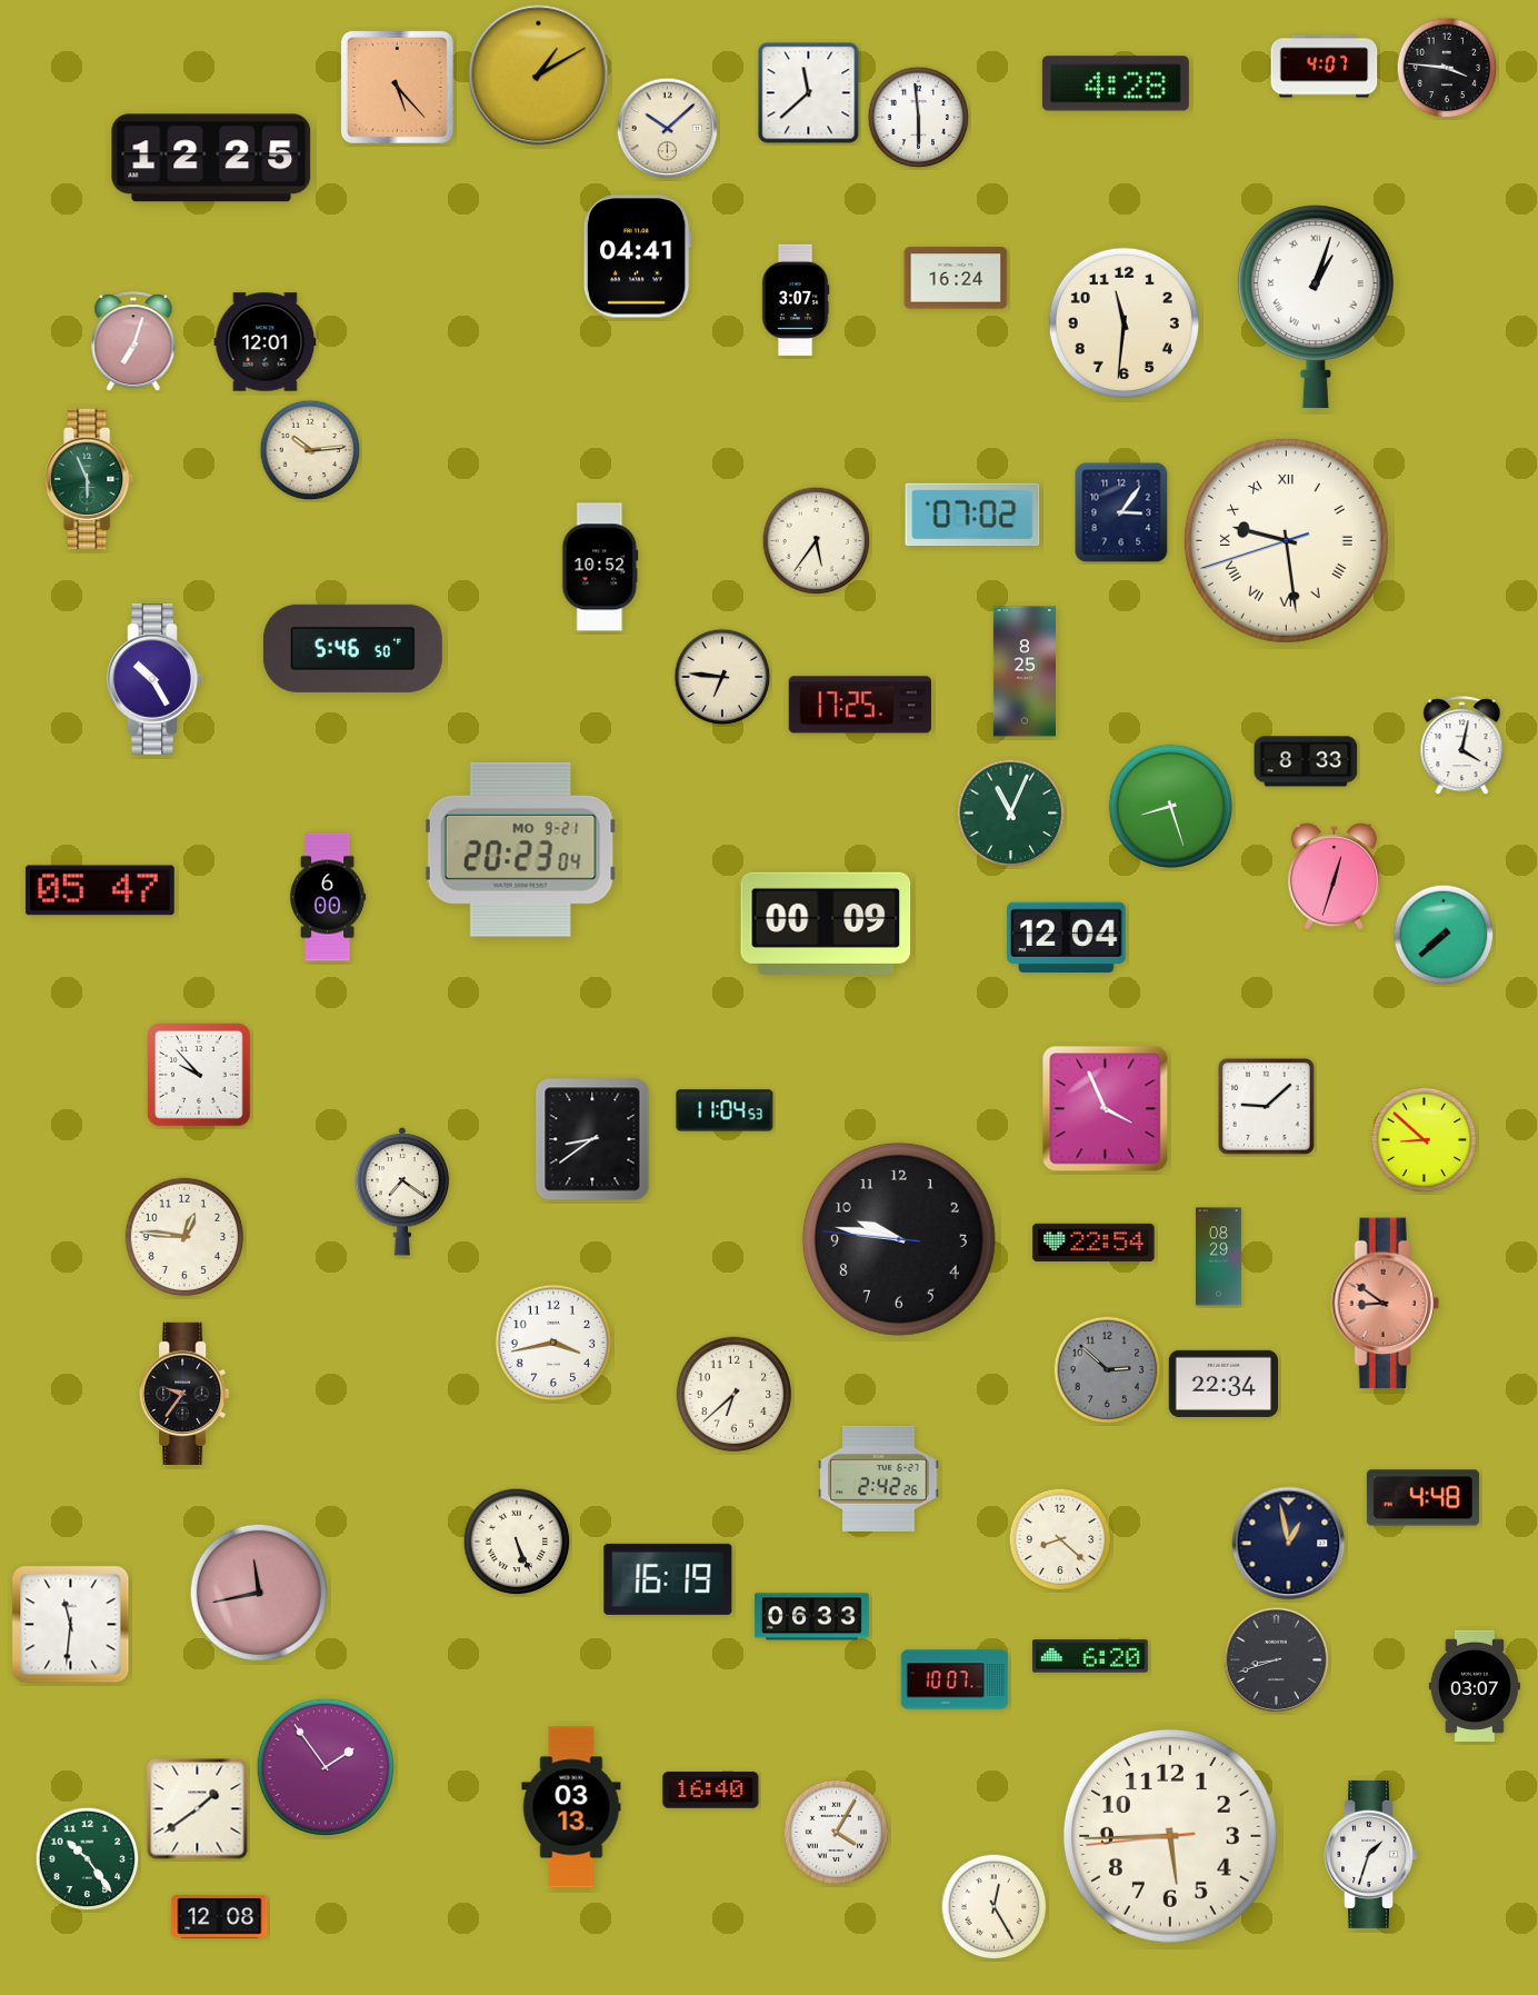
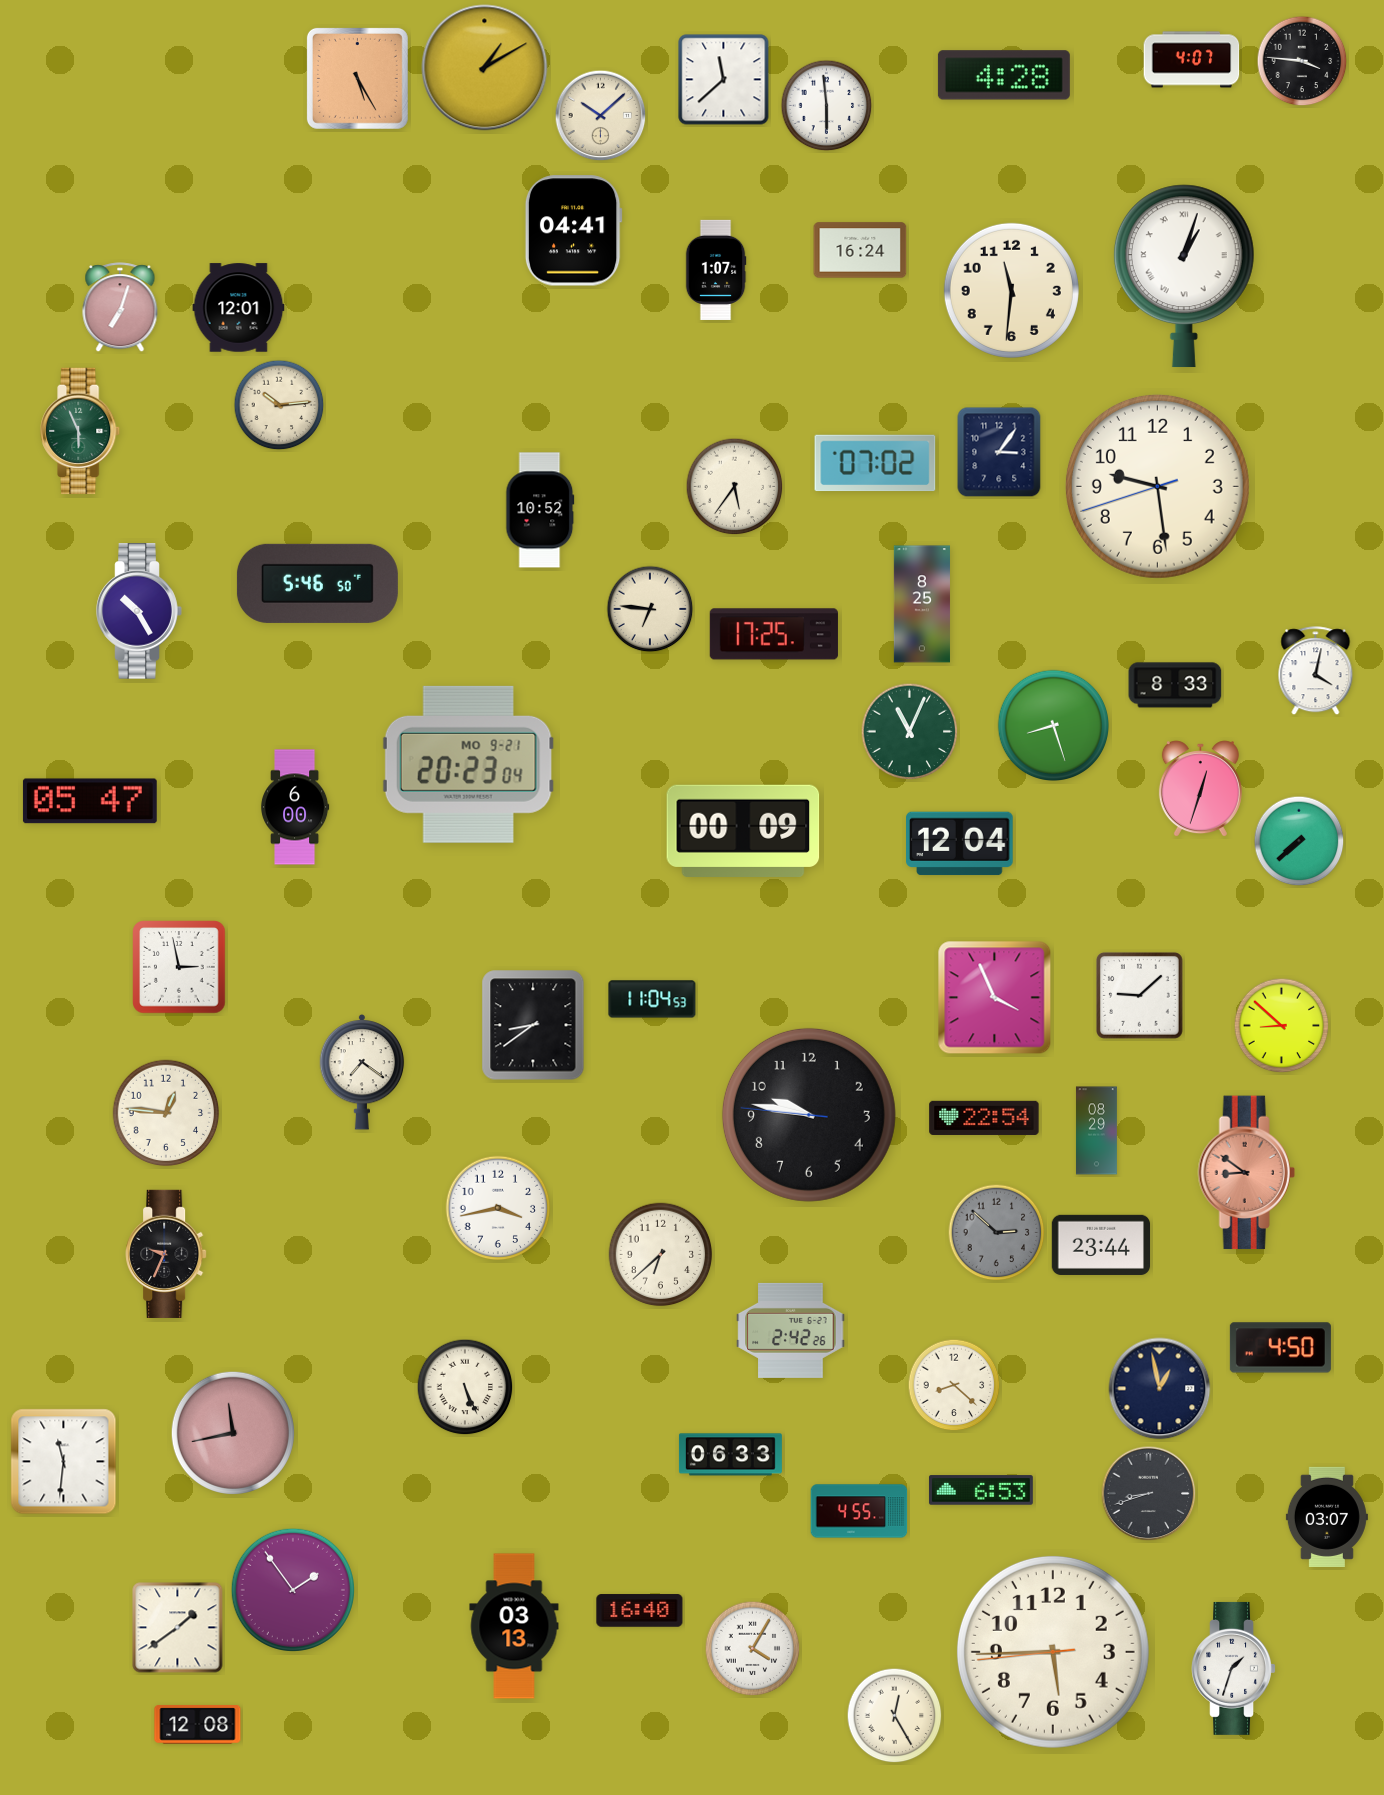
clock at (397, 87): 5:23 -> 5:25
clock at (809, 93) position: (809, 93) -> (724, 80)
clock at (211, 158): 12:25 -> none
clock at (796, 300): 3:07 -> 1:07
clock at (1121, 512) position: (1121, 512) -> (999, 452)
clock at (1286, 540) numerals: Roman -> Arabic
clock at (199, 1075): 9:53 -> 2:58
clock at (1224, 1384): 22:34 -> 23:44
clock at (184, 1394): 9:36 -> 9:34
clock at (1422, 1498): 4:48 -> 4:50
clock at (668, 1579): 16:19 -> none
clock at (1090, 1656): 6:20 -> 6:53
clock at (955, 1679): 10:07 -> 4:55
clock at (88, 1859): 10:24 -> none
